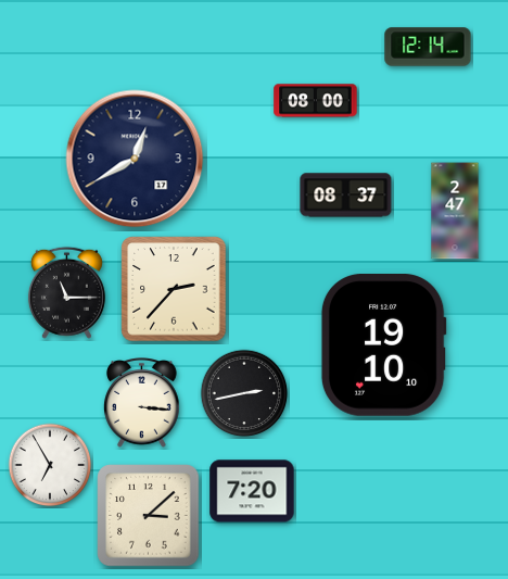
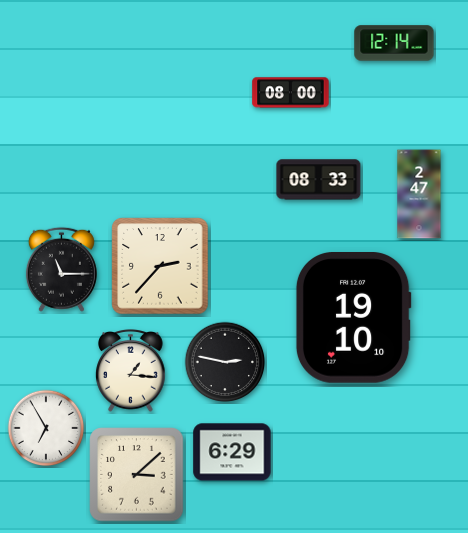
clock at (135, 159): 12:40 -> none
clock at (346, 196): 08:37 -> 08:33
clock at (244, 393): 2:43 -> 2:47
clock at (142, 403): 3:16 -> 1:16
clock at (252, 491): 7:20 -> 6:29
